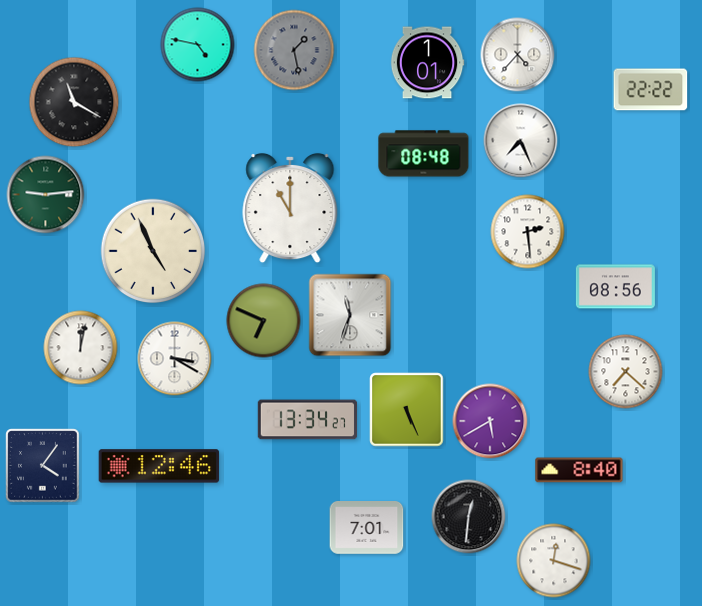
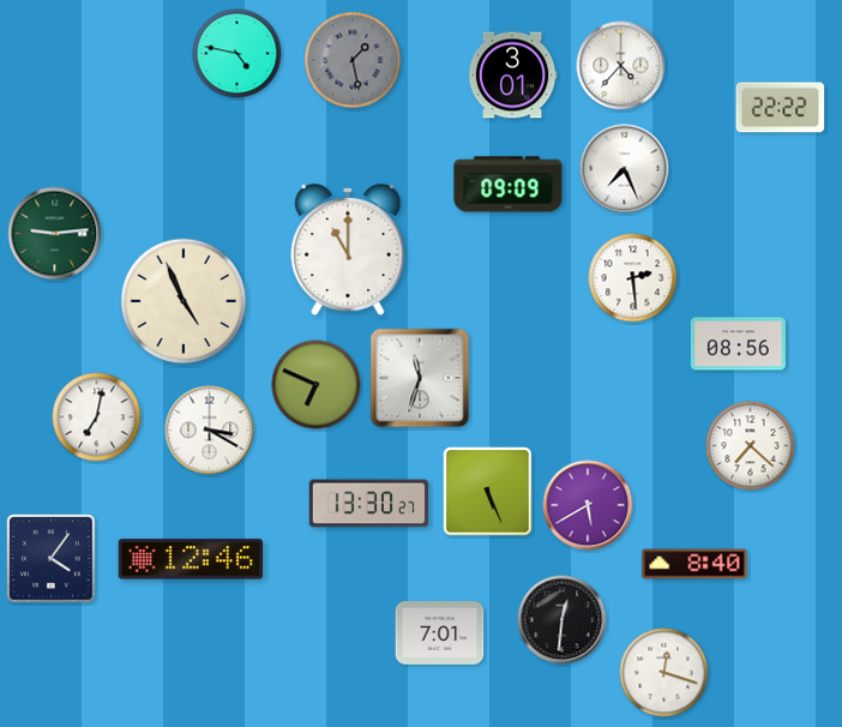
clock at (427, 63): 1:01 -> 3:01
clock at (74, 102): 11:20 -> none
clock at (424, 154): 08:48 -> 09:09
clock at (81, 348): 12:02 -> 7:02
clock at (308, 420): 13:34 -> 13:30
